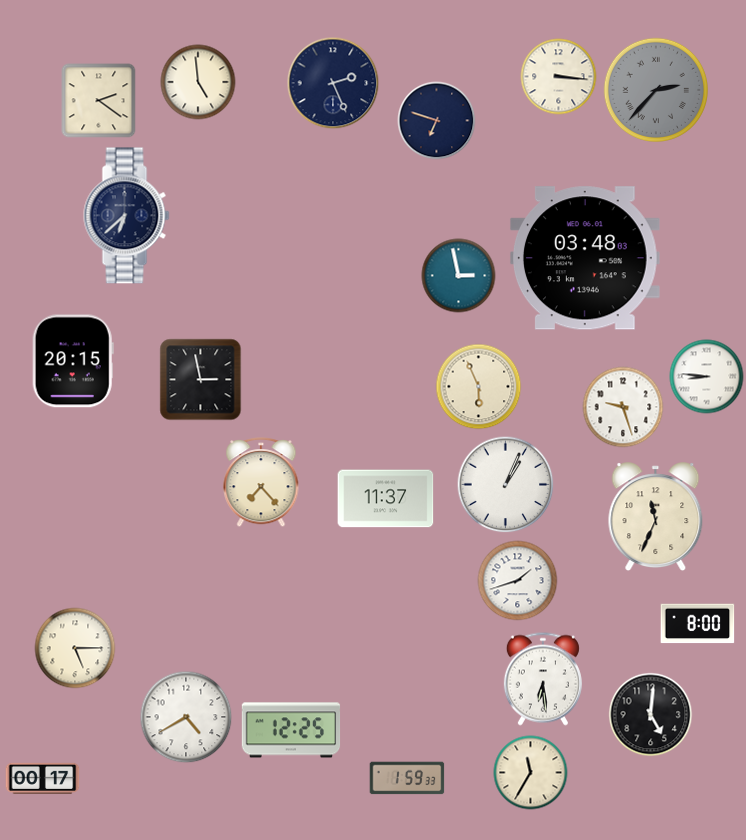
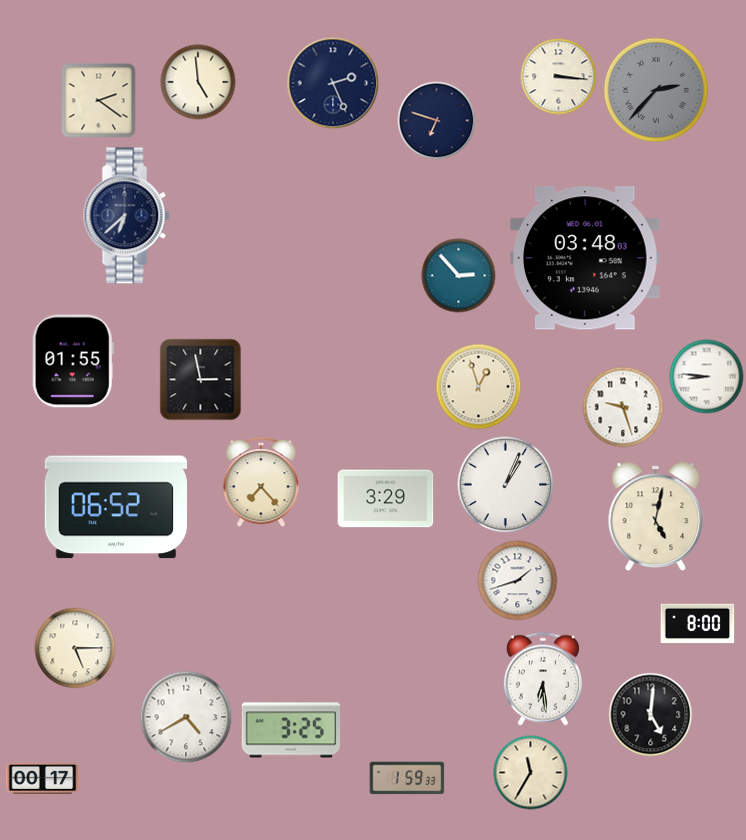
clock at (459, 276): 2:58 -> 2:53
clock at (73, 361): 20:15 -> 01:55
clock at (479, 387): 5:56 -> 12:57
clock at (386, 499): 11:37 -> 3:29
clock at (115, 507): none -> 06:52
clock at (656, 516): 11:34 -> 5:02
clock at (291, 730): 12:25 -> 3:25
